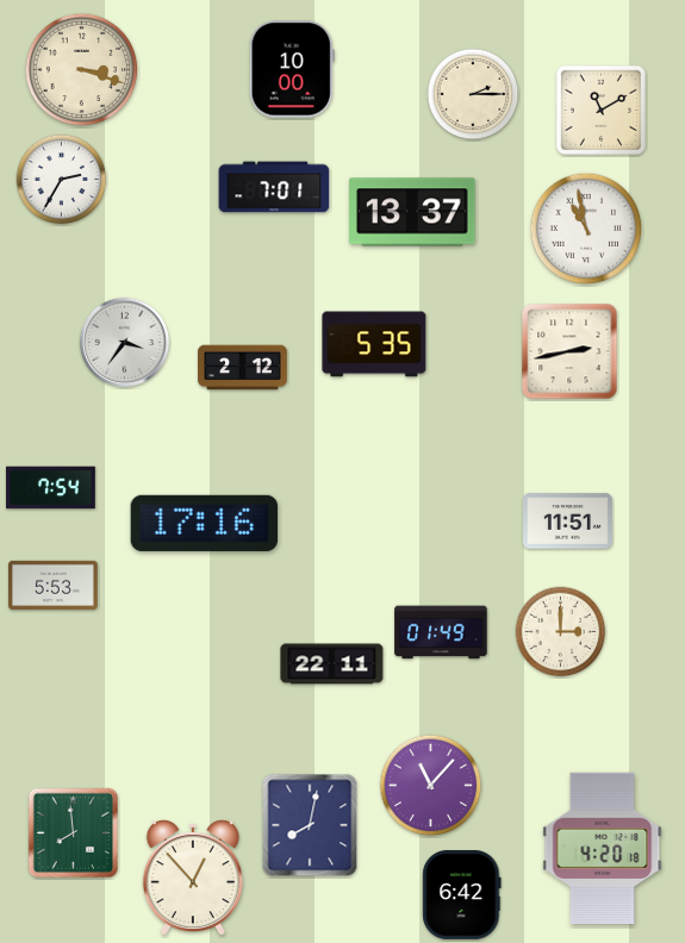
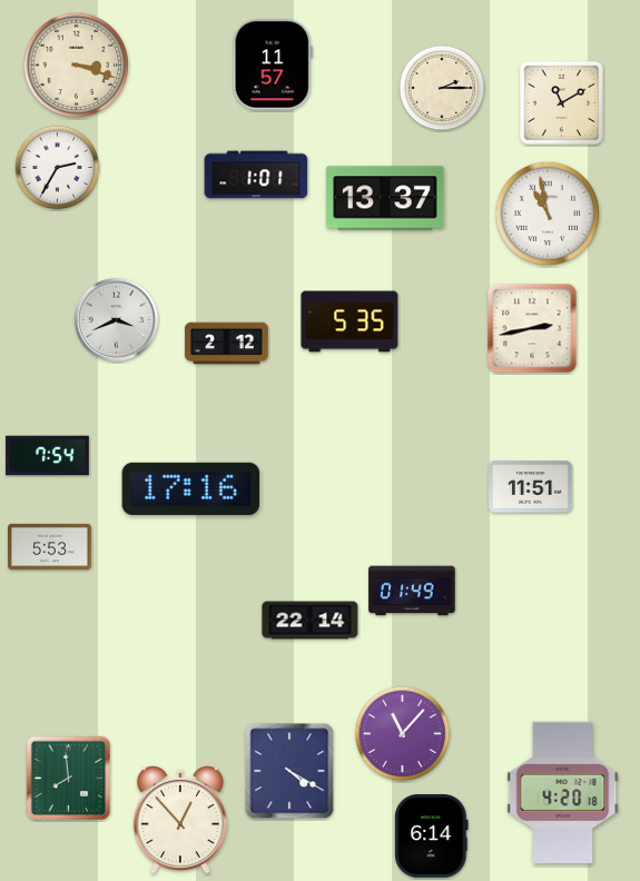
clock at (292, 69): 10:00 -> 11:57
clock at (274, 187): 7:01 -> 1:01
clock at (124, 342): 3:36 -> 3:41
clock at (561, 632): 3:00 -> none
clock at (332, 664): 22:11 -> 22:14
clock at (310, 825): 8:02 -> 4:20
clock at (462, 895): 6:42 -> 6:14
